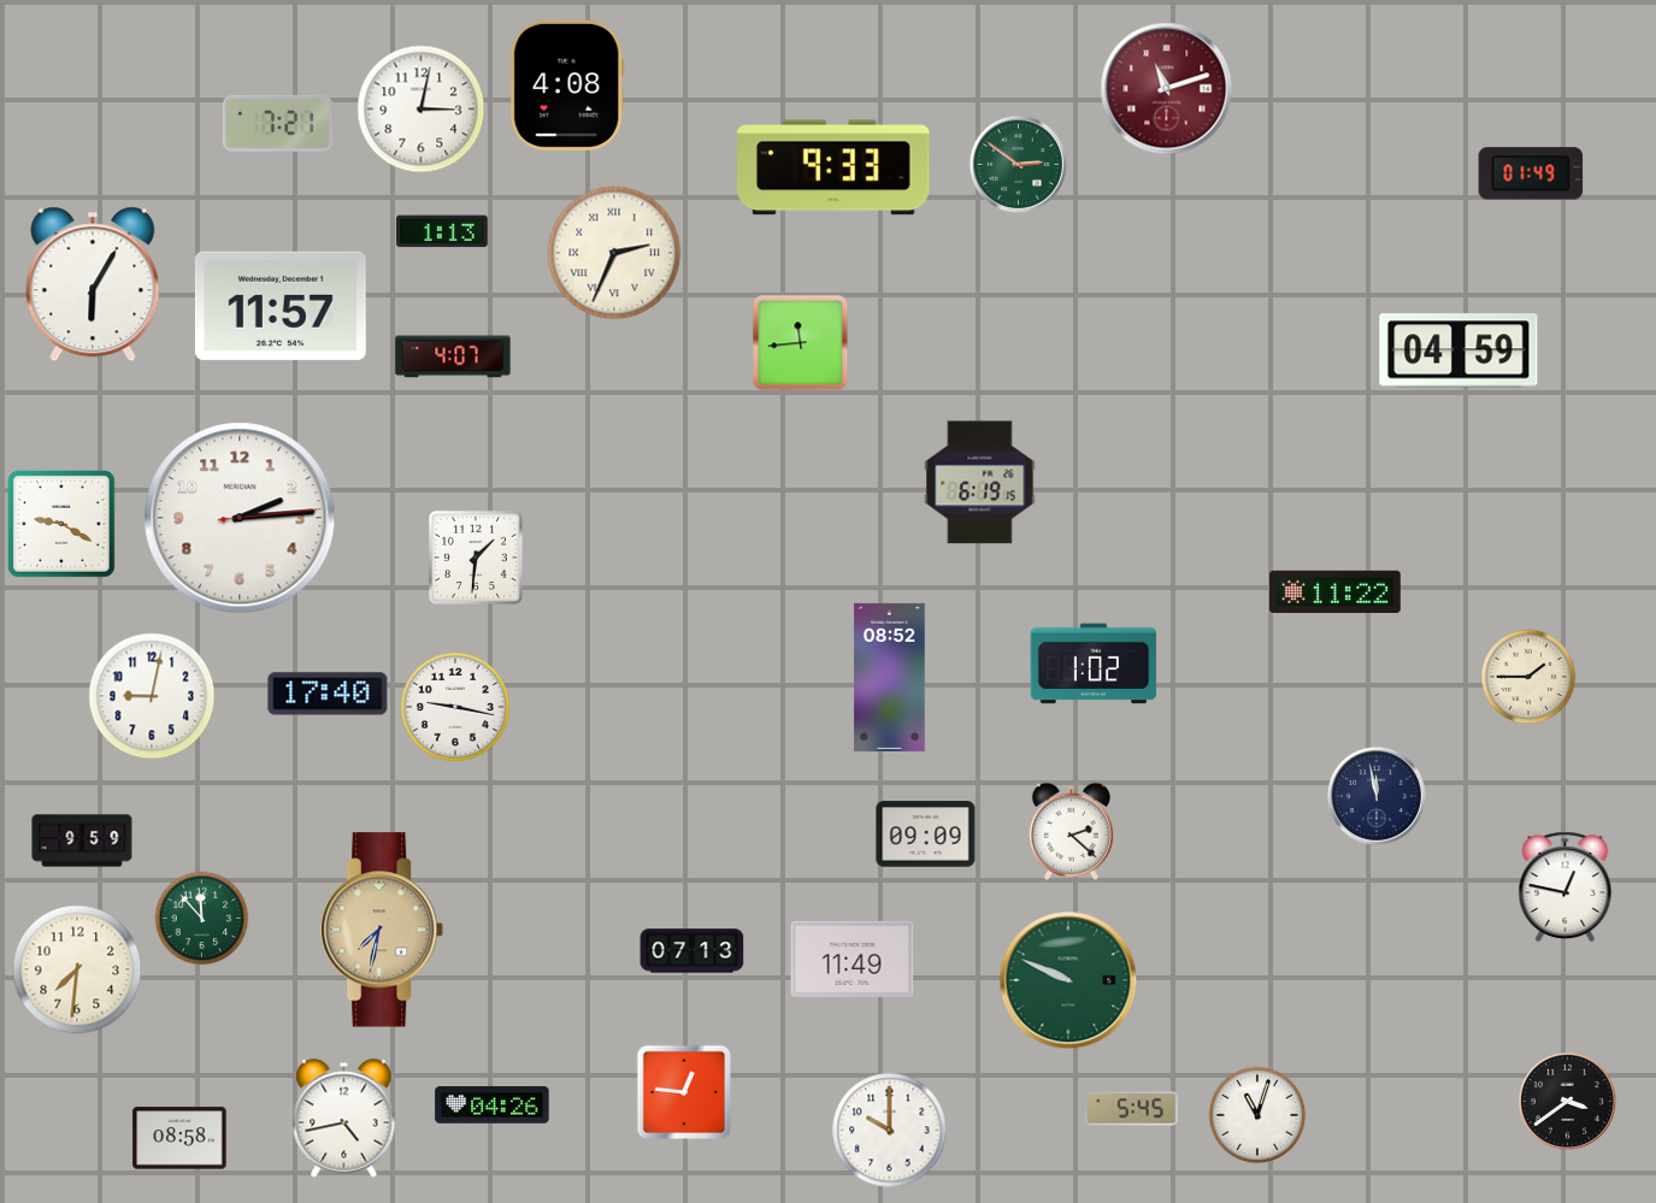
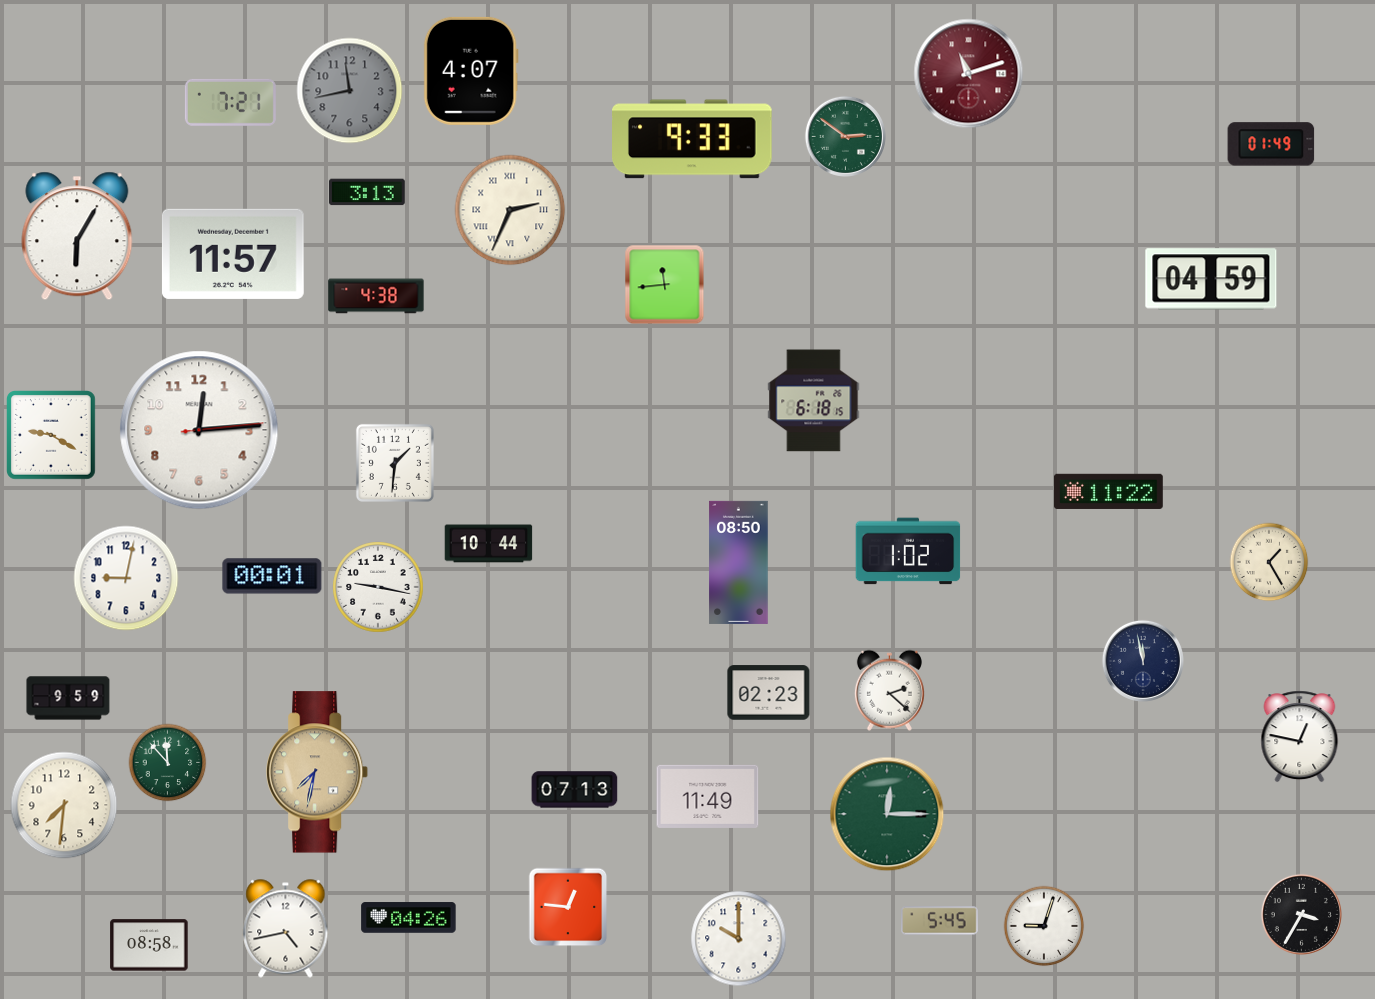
clock at (567, 85): 4:08 -> 4:07
clock at (422, 110): 3:02 -> 11:43
clock at (422, 110) dial: white -> grey
clock at (443, 231): 1:13 -> 3:13
clock at (1458, 350) position: (1458, 350) -> (1211, 279)
clock at (453, 356): 4:07 -> 4:38
clock at (980, 483): 6:19 -> 6:18
clock at (240, 518): 2:14 -> 12:14
clock at (489, 544): none -> 10:44
clock at (890, 677): 08:52 -> 08:50
clock at (1528, 677): 1:45 -> 1:25
clock at (328, 694): 17:40 -> 00:01
clock at (926, 835): 09:09 -> 02:23
clock at (1068, 980): 9:49 -> 12:15
clock at (1567, 1101): 3:39 -> 3:35
clock at (1257, 1115): 11:03 -> 9:03
